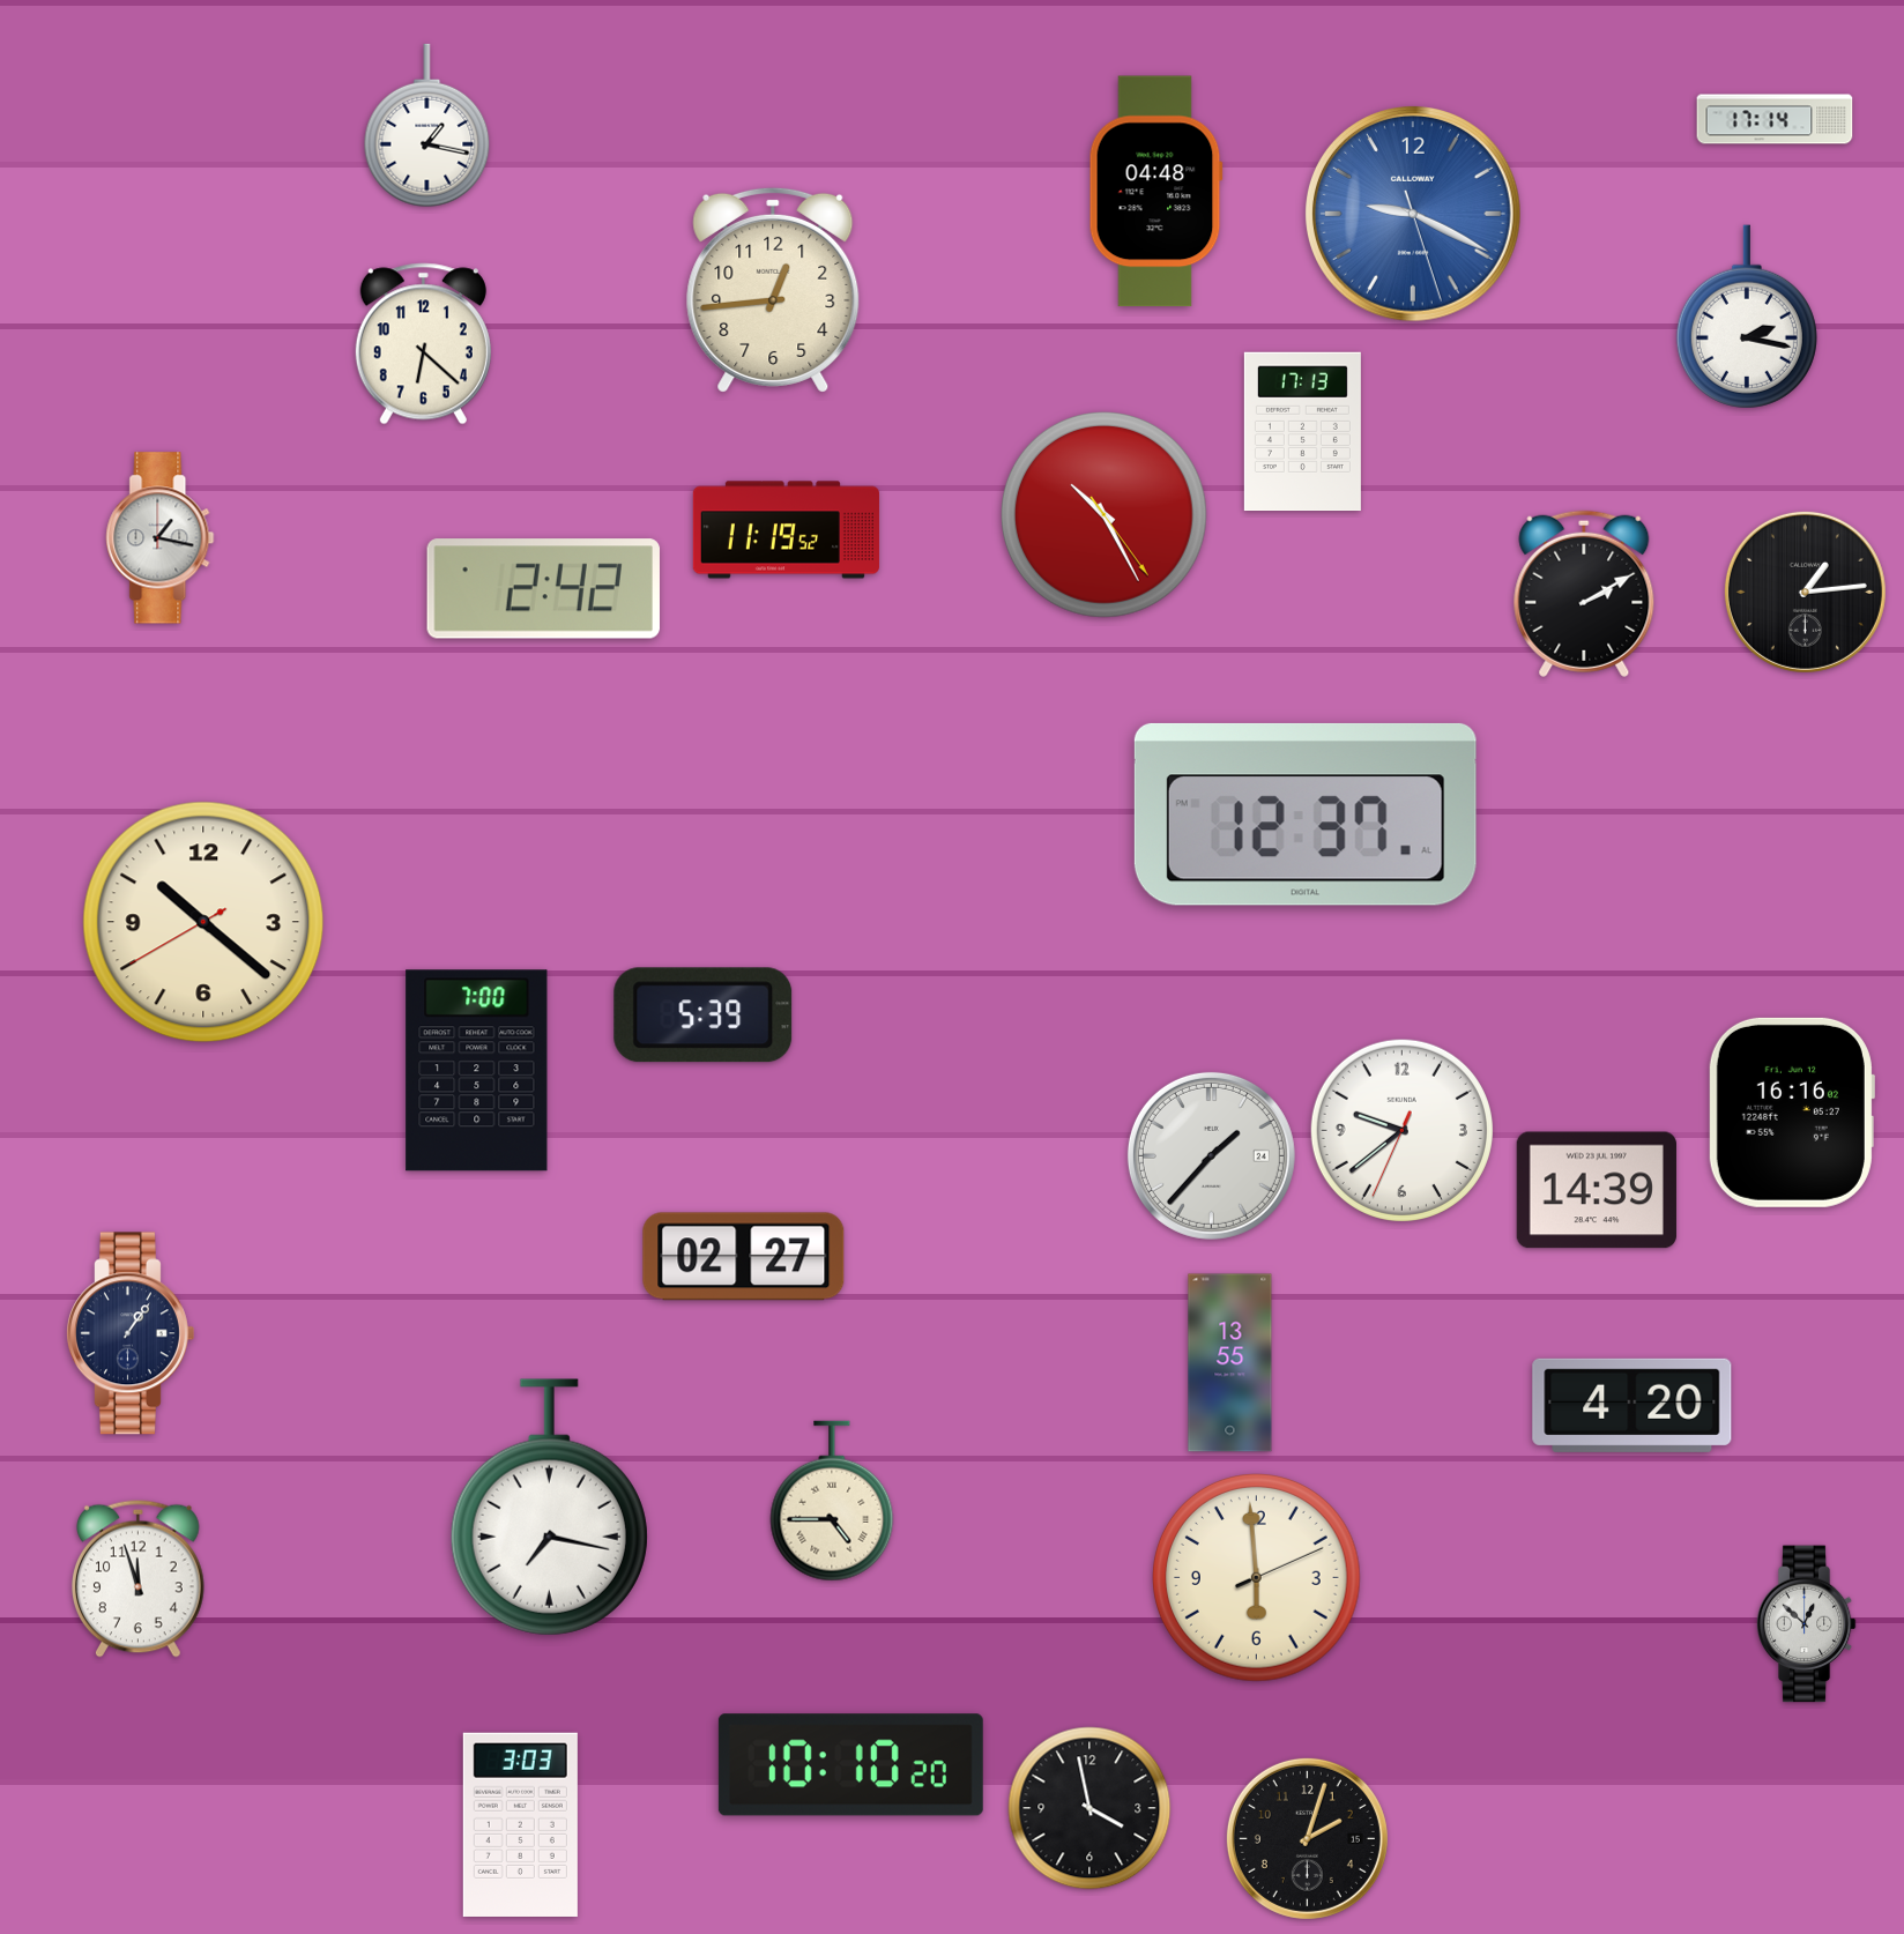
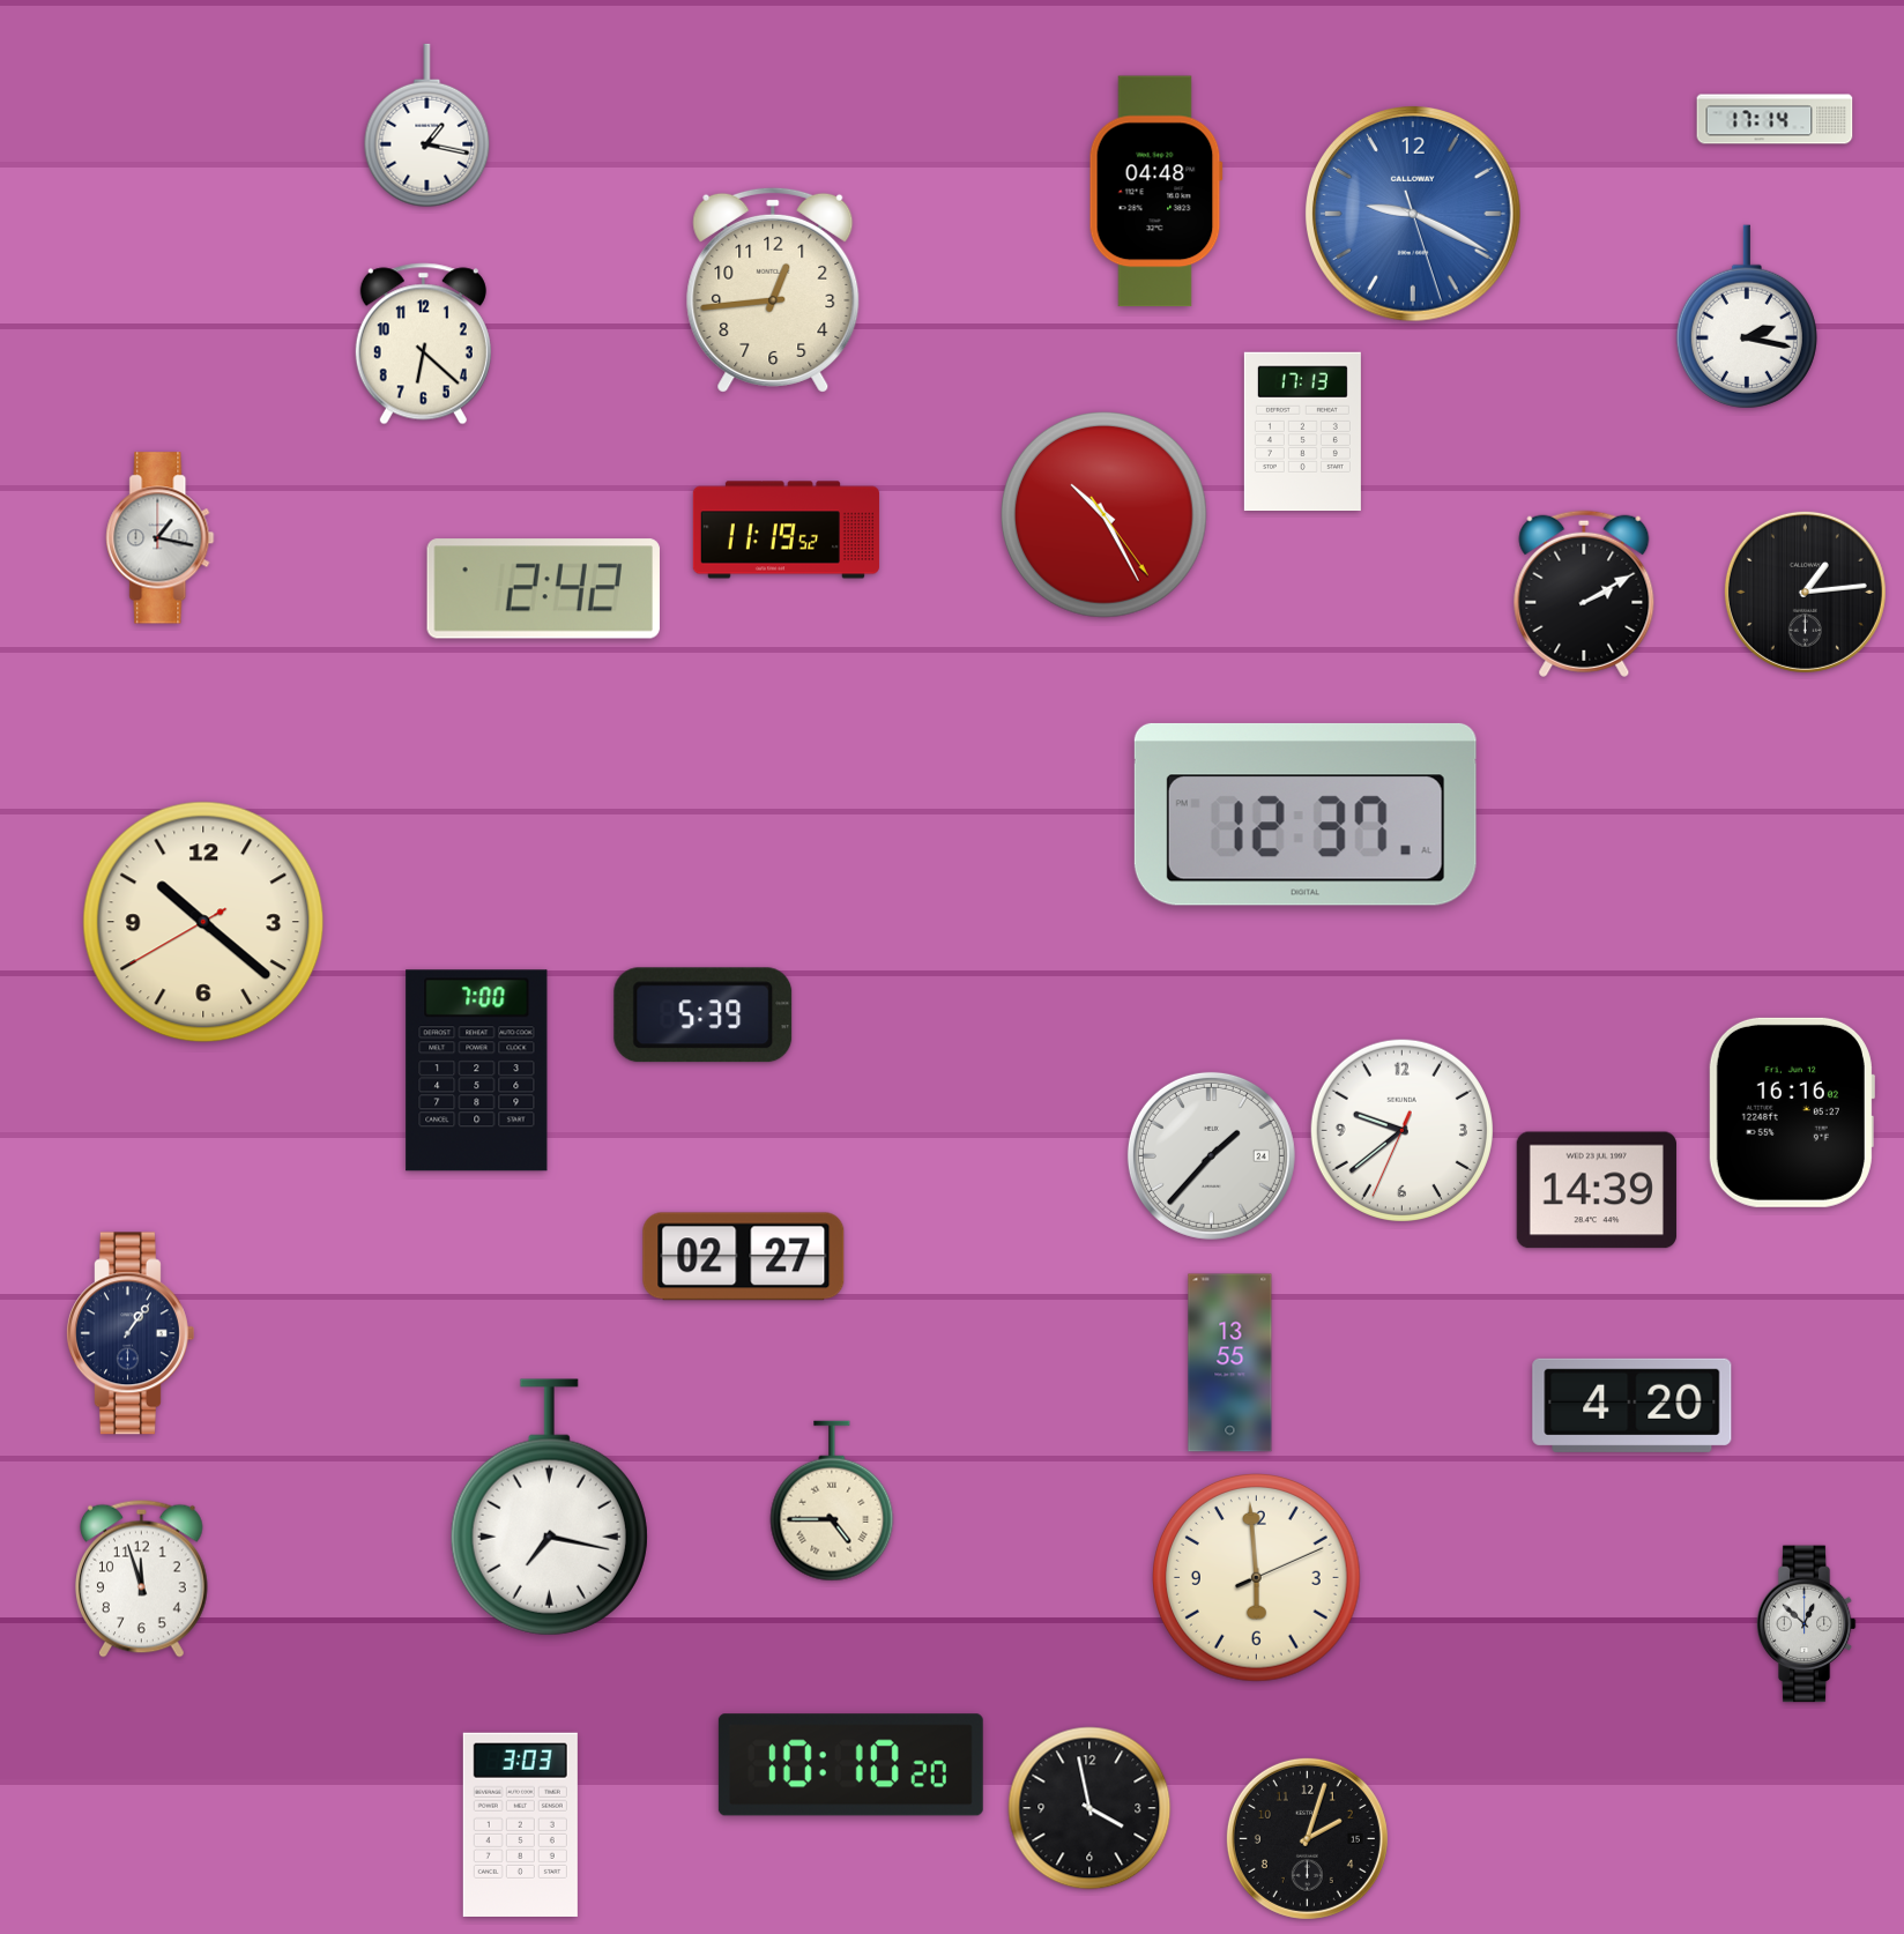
clock at (137, 1578) position: (137, 1578) -> (141, 1578)
